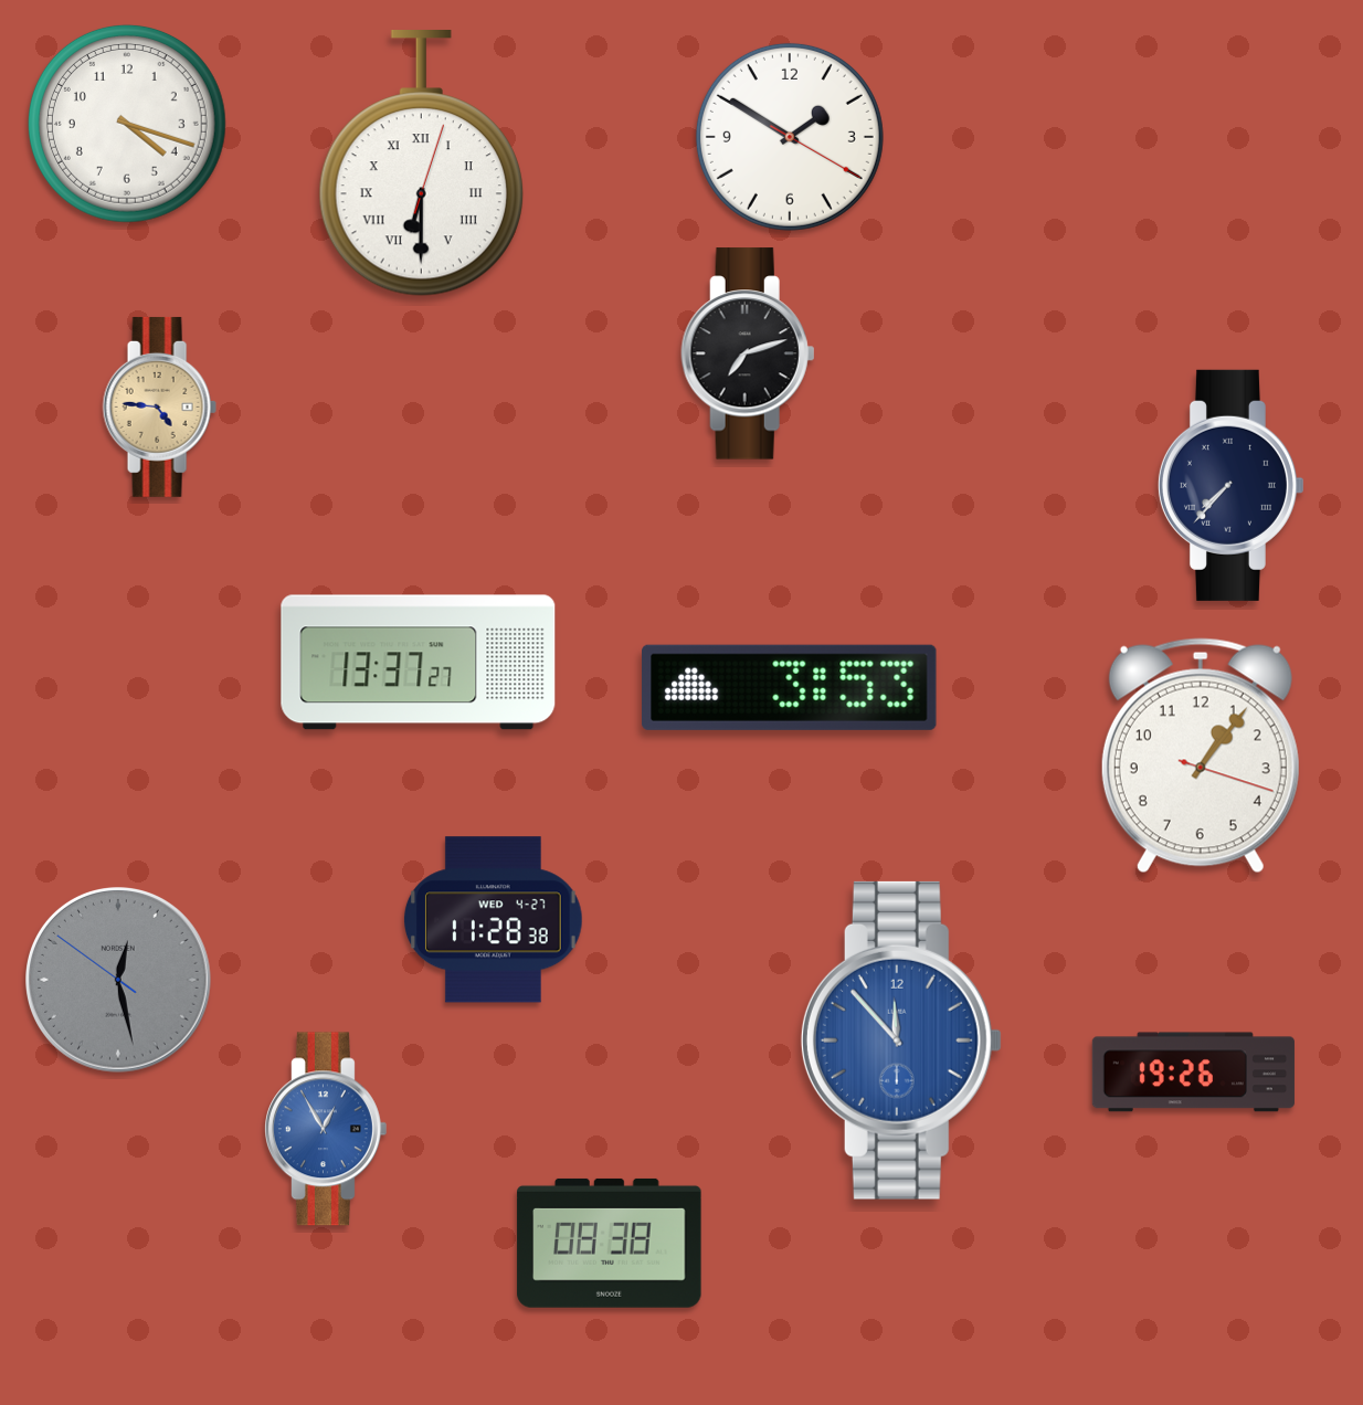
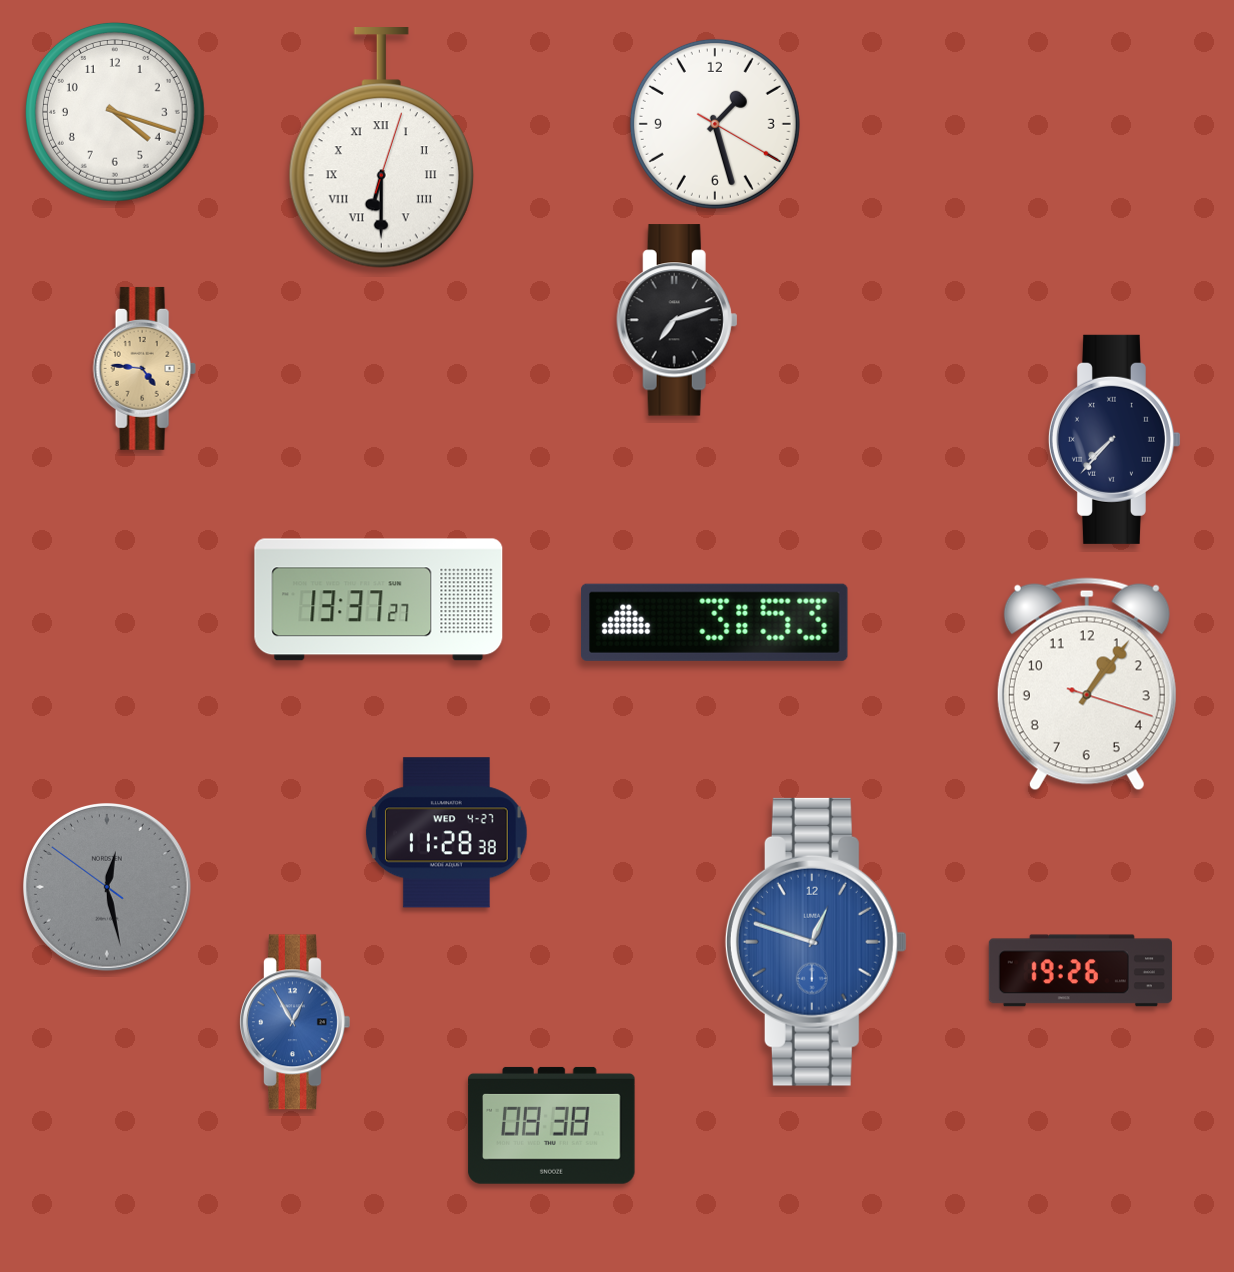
clock at (790, 137): 1:50 -> 1:27
clock at (901, 1040): 11:53 -> 12:48
